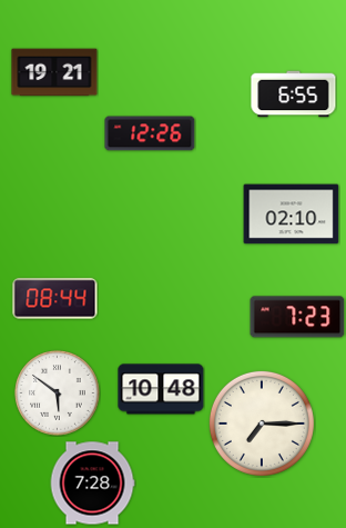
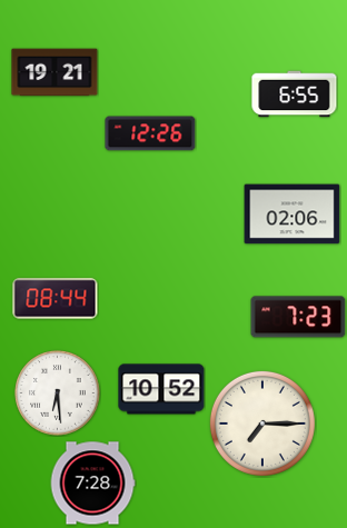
clock at (292, 215): 02:10 -> 02:06
clock at (161, 389): 10:48 -> 10:52
clock at (58, 393): 5:51 -> 6:29
